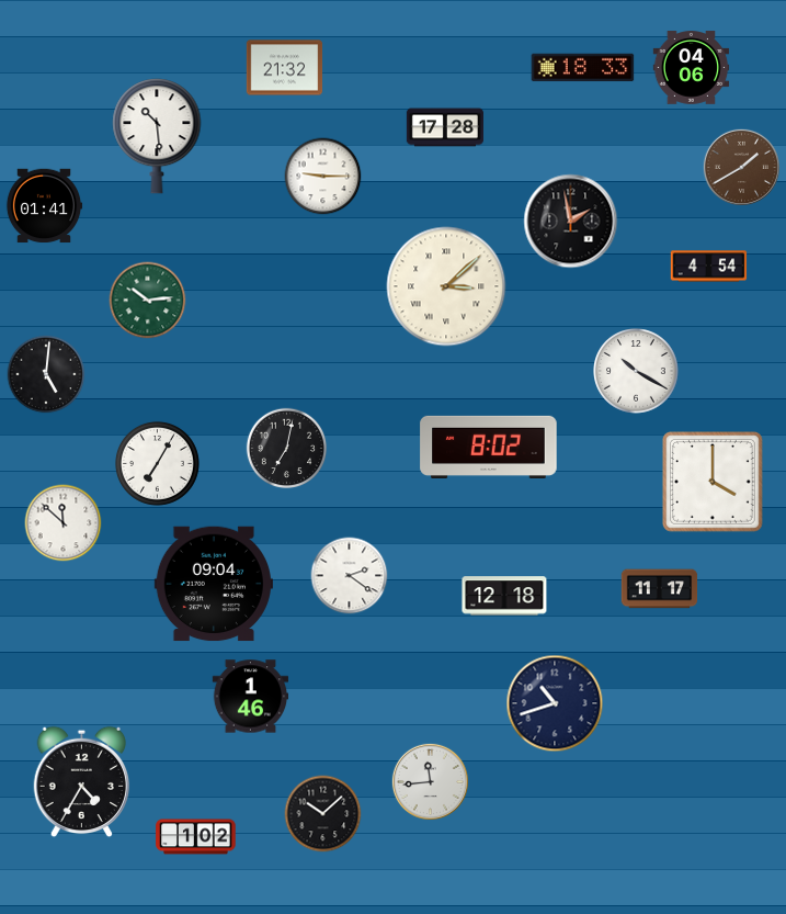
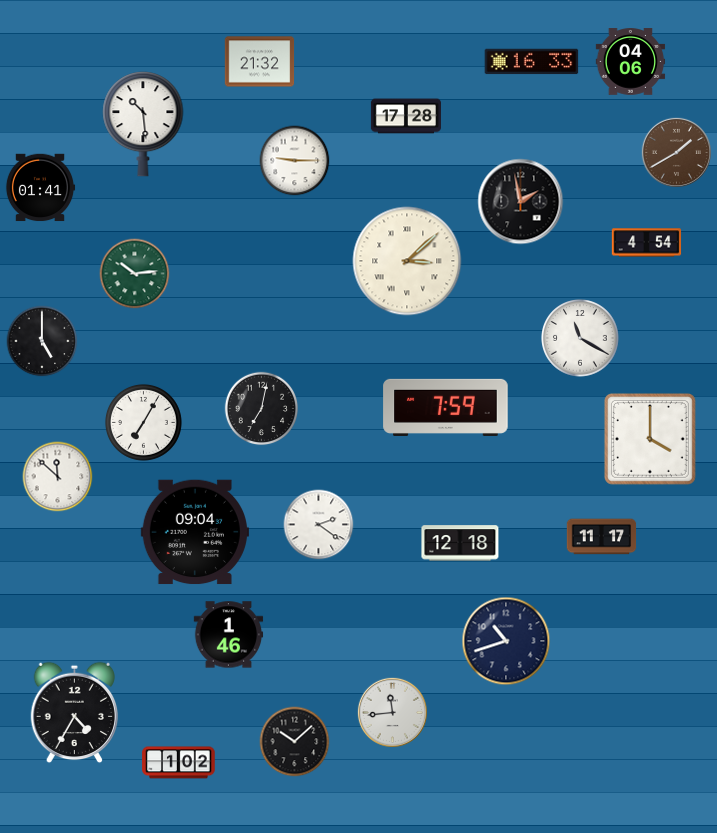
clock at (583, 68): 18:33 -> 16:33
clock at (637, 372): 10:20 -> 11:20
clock at (46, 374): 5:01 -> 5:00
clock at (489, 447): 8:02 -> 7:59
